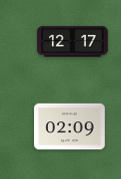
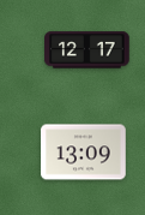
clock at (70, 127): 02:09 -> 13:09
